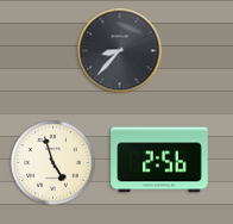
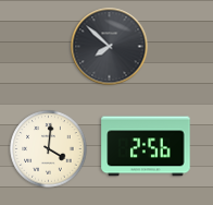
clock at (120, 51): 8:37 -> 7:52
clock at (53, 163): 4:57 -> 4:01
